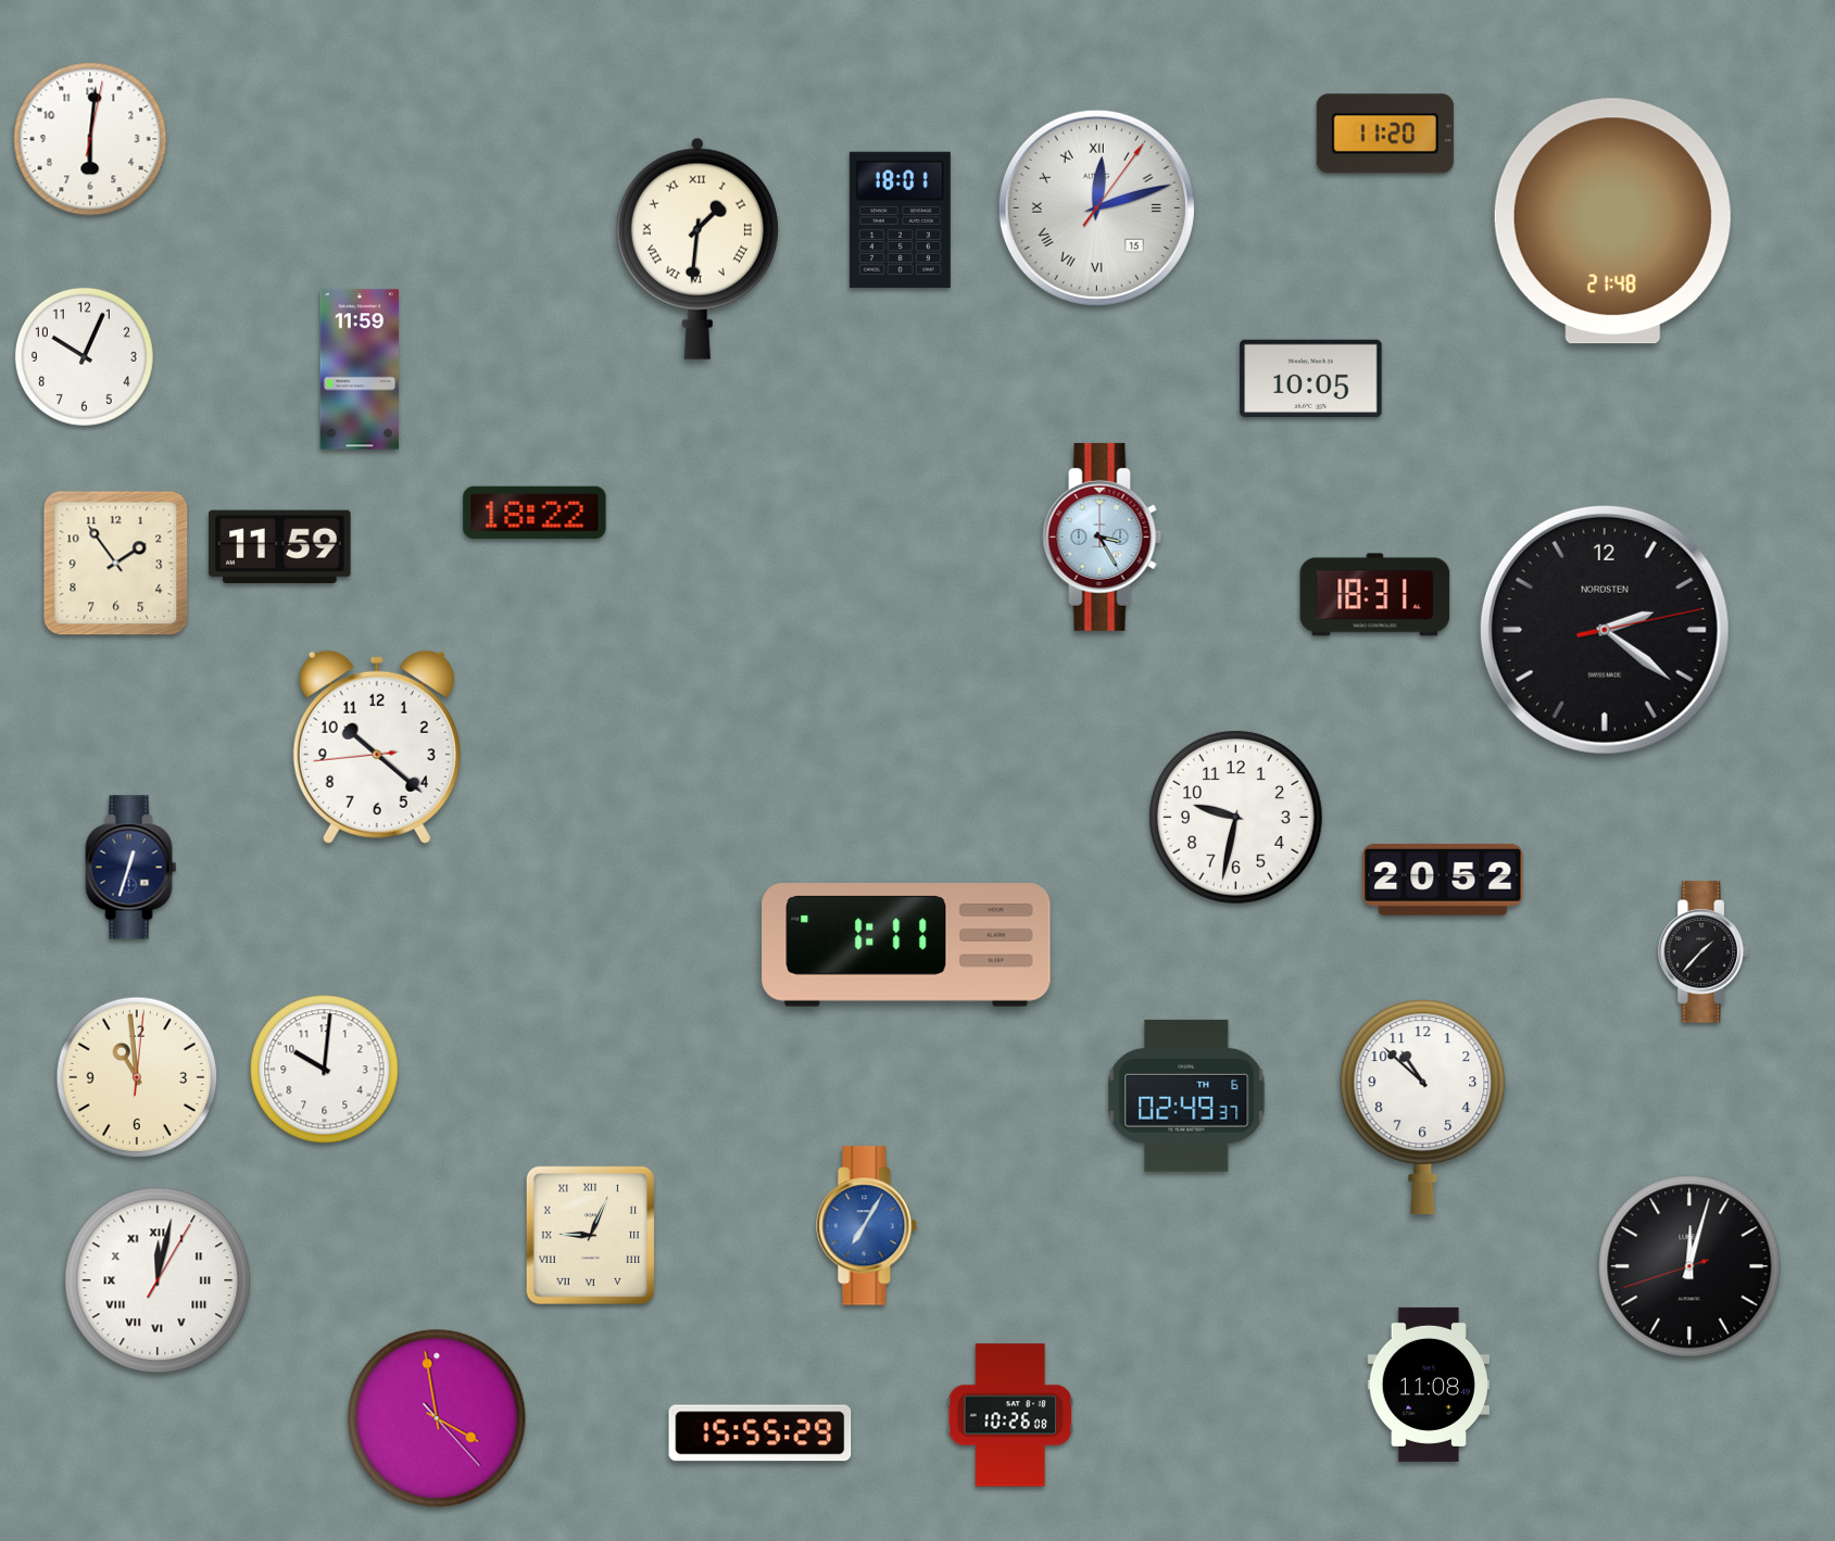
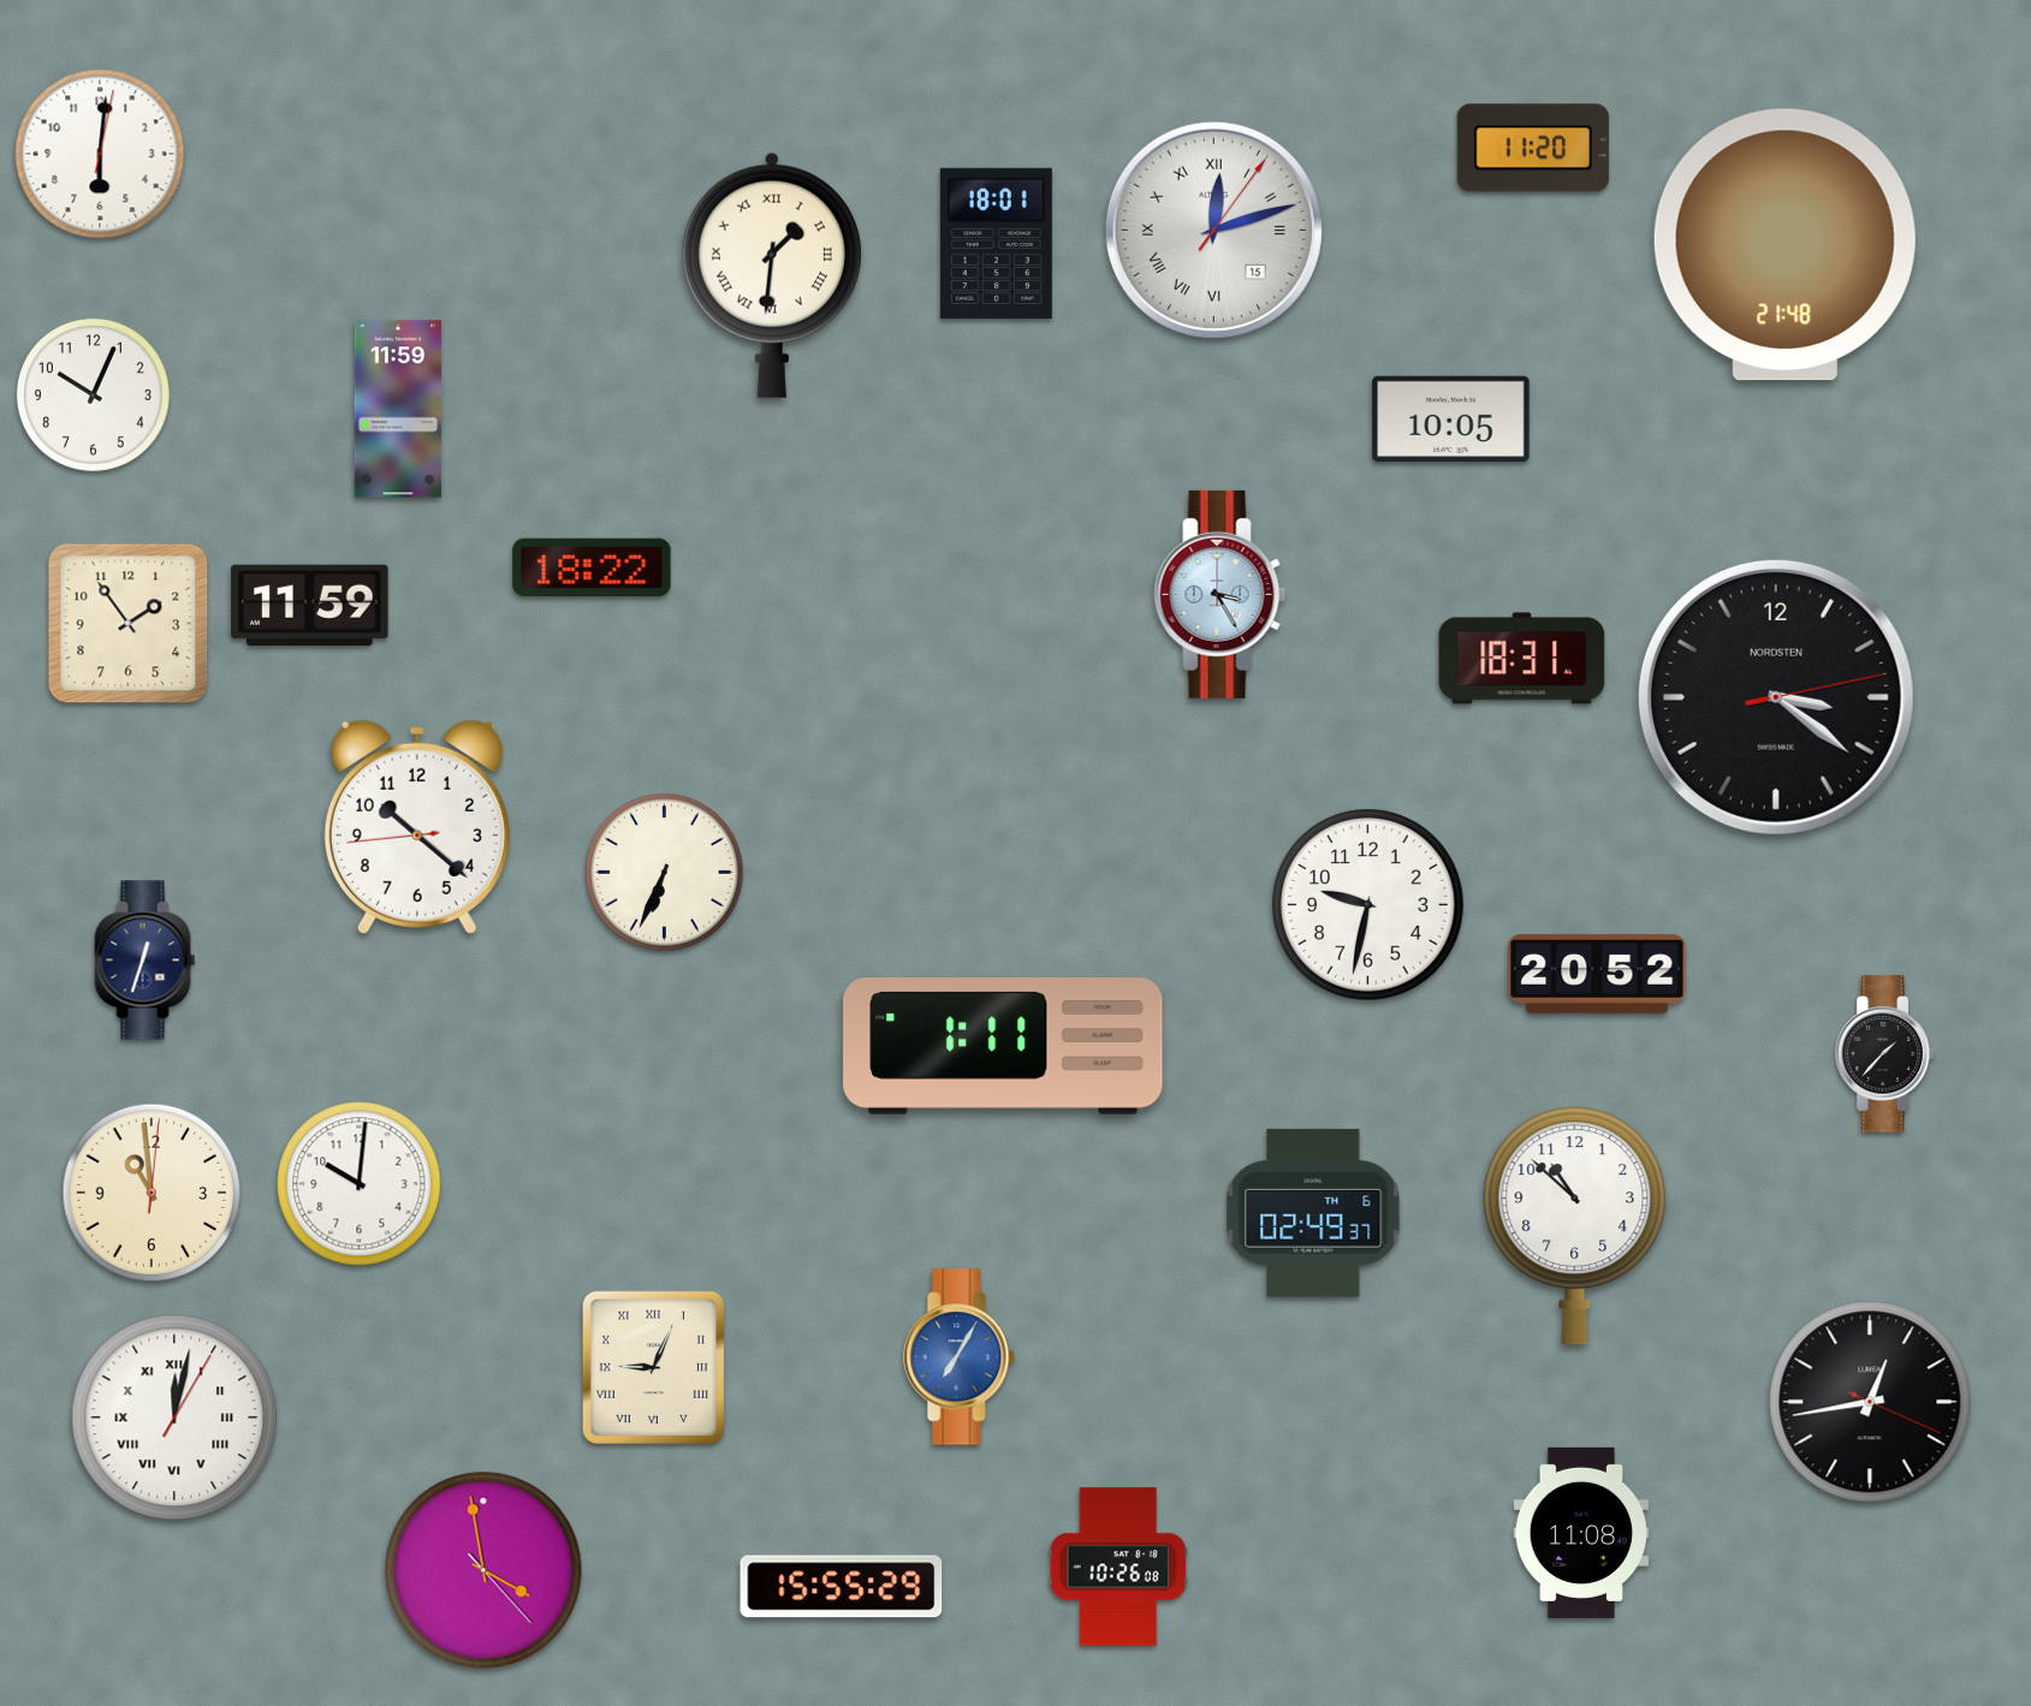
clock at (1605, 630): 2:21 -> 3:21
clock at (665, 873): none -> 6:34
clock at (1689, 1266): 12:02 -> 12:43
